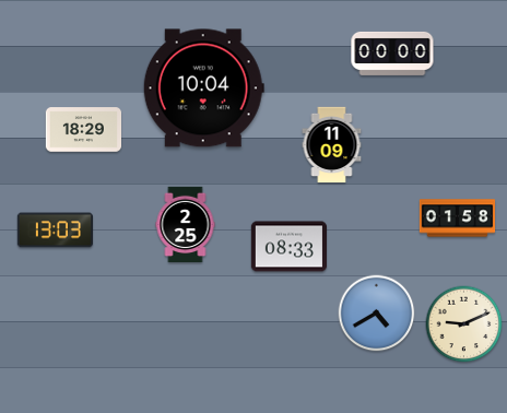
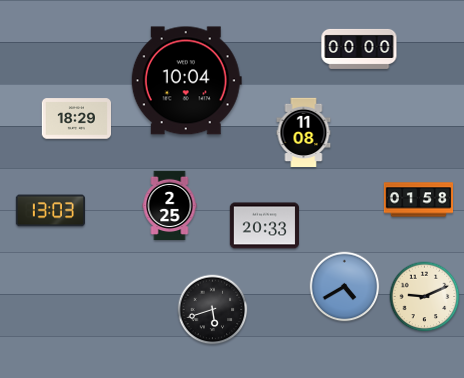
clock at (332, 145): 11:09 -> 11:08
clock at (288, 247): 08:33 -> 20:33
clock at (213, 310): none -> 5:42
